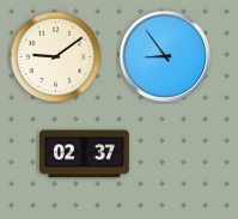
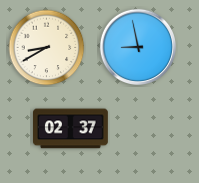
clock at (164, 55): 8:54 -> 8:58
clock at (56, 57): 9:09 -> 8:40
